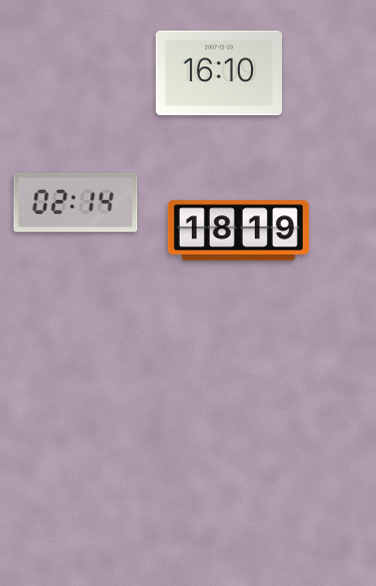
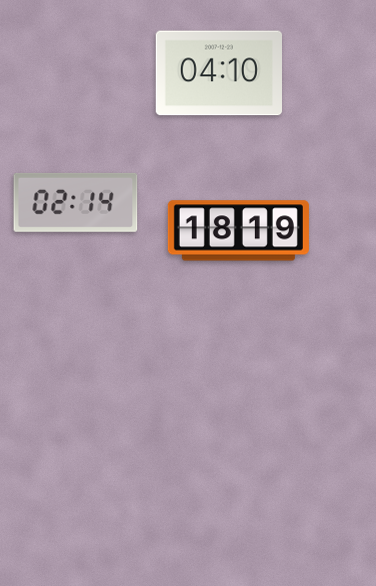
clock at (218, 73): 16:10 -> 04:10
